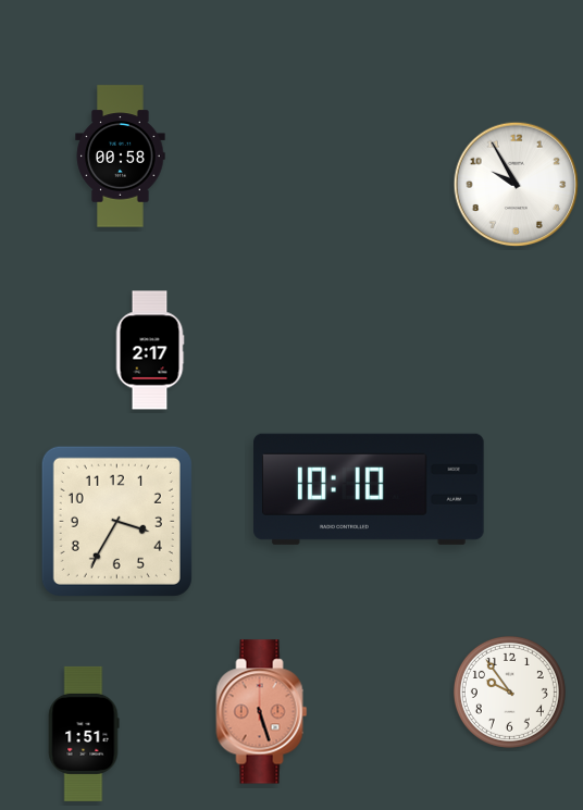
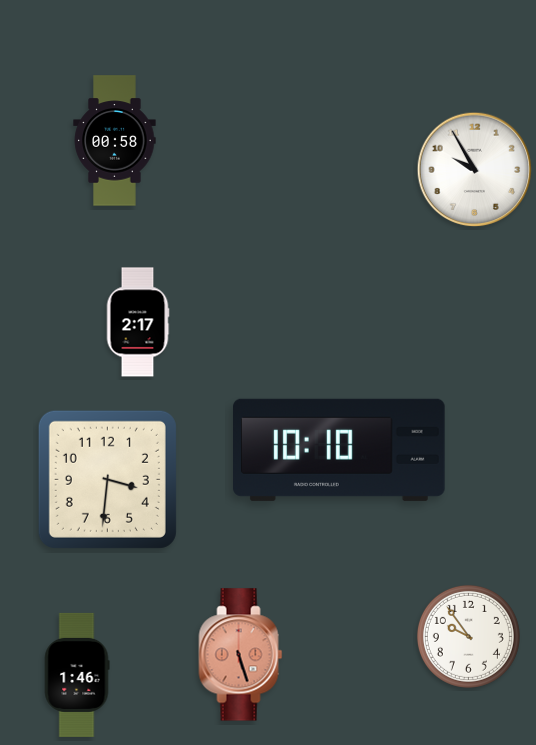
clock at (121, 157) position: (121, 157) -> (115, 141)
clock at (116, 521): 3:35 -> 3:31
clock at (84, 734): 1:51 -> 1:46
